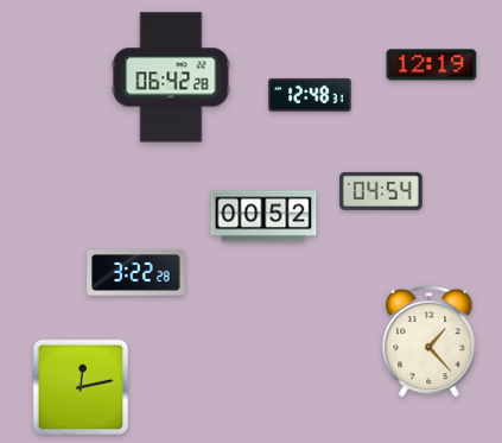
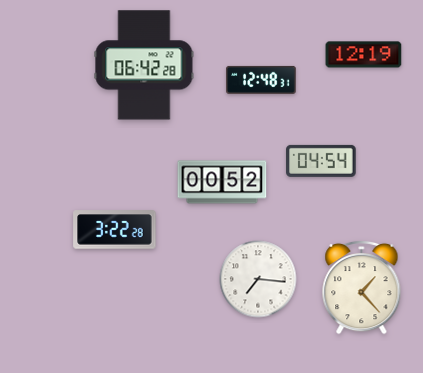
clock at (258, 279): none -> 7:16
clock at (81, 387): 12:13 -> none
